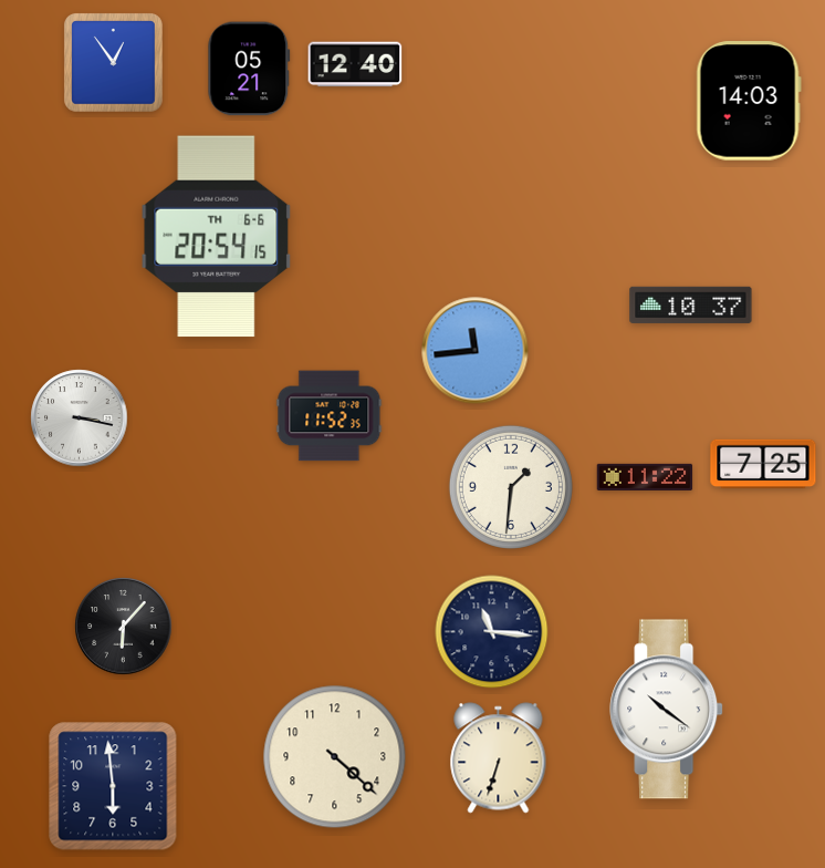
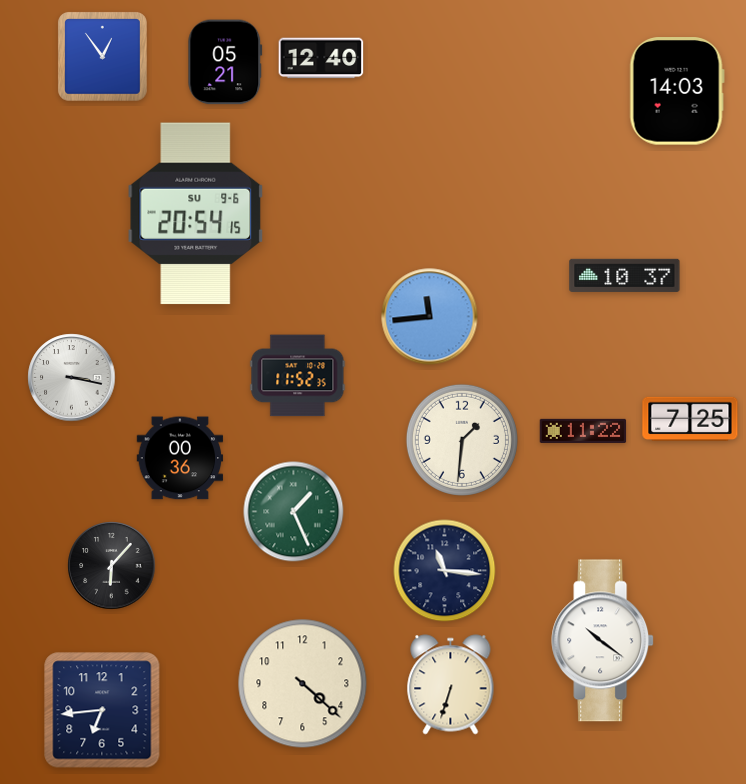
clock at (217, 237) date: TH 6-6 -> SU 9-6
clock at (180, 458): none -> 00:36
clock at (294, 512): none -> 1:26
clock at (113, 786): 5:59 -> 6:44
